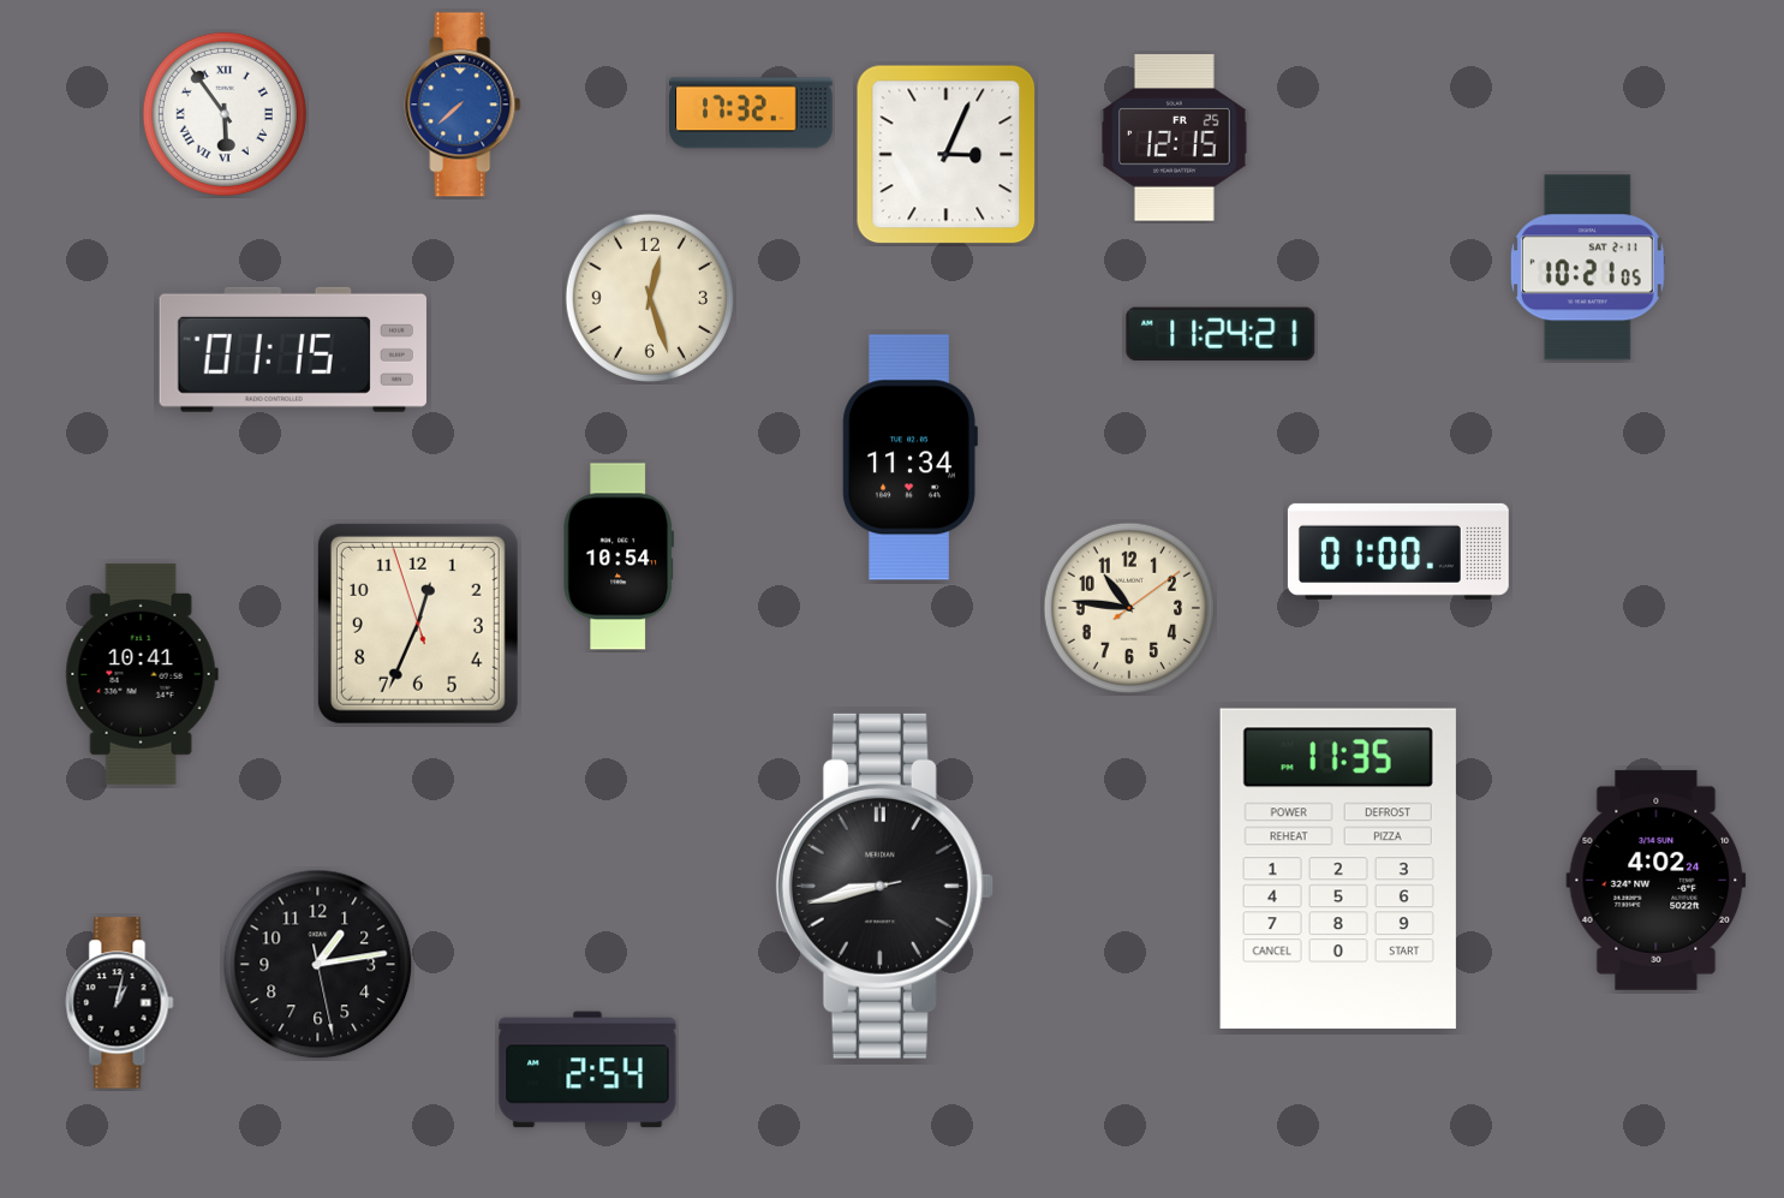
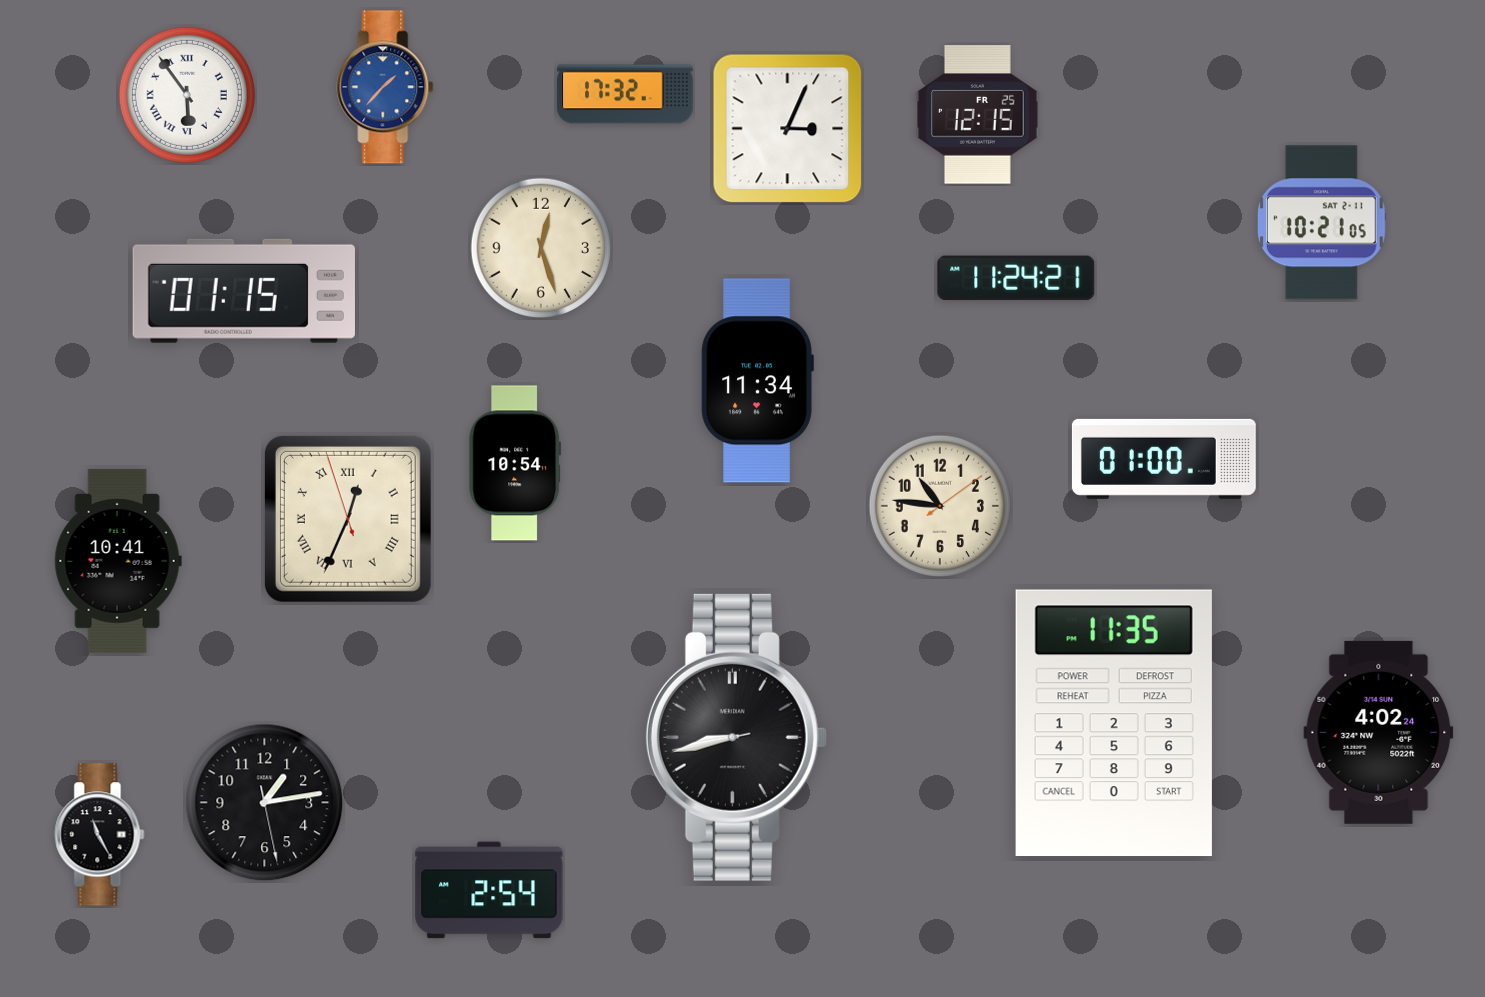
clock at (463, 105): 7:38 -> 1:37
clock at (418, 624) numerals: Arabic -> Roman
clock at (120, 1003): 1:02 -> 11:25
